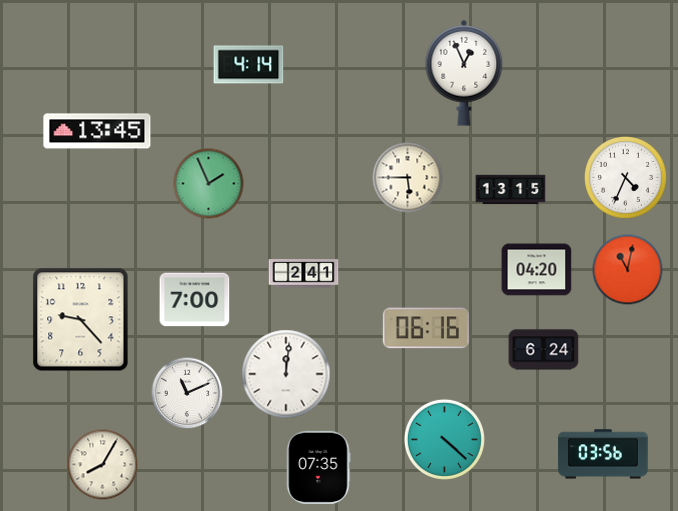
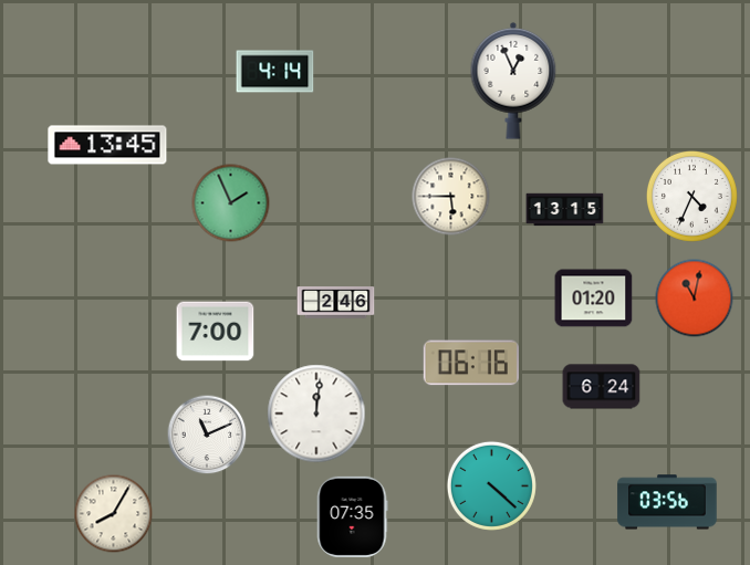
clock at (537, 270): 04:20 -> 01:20
clock at (304, 274): 2:41 -> 2:46
clock at (81, 320): 9:23 -> none
